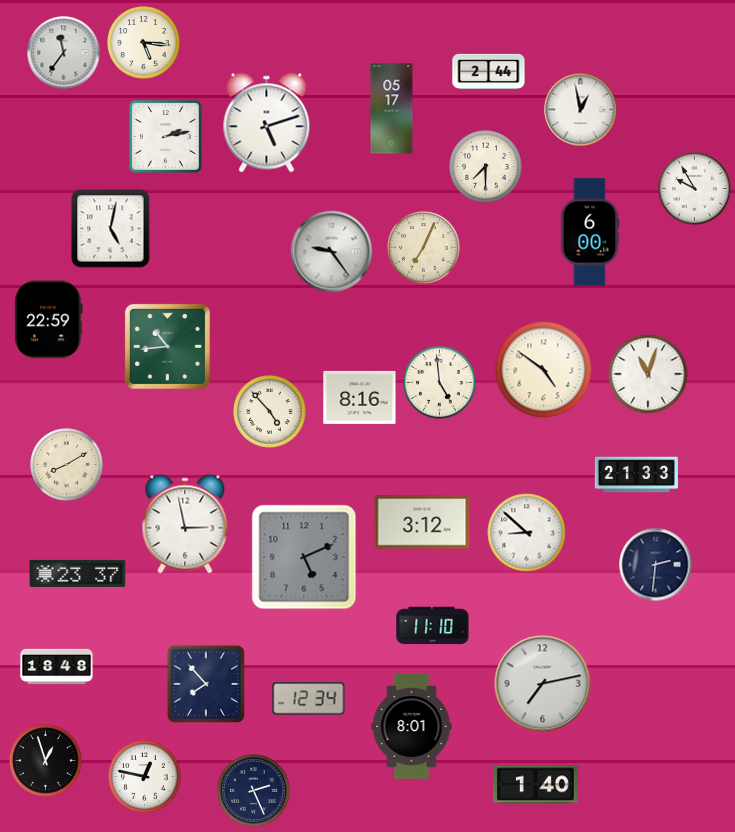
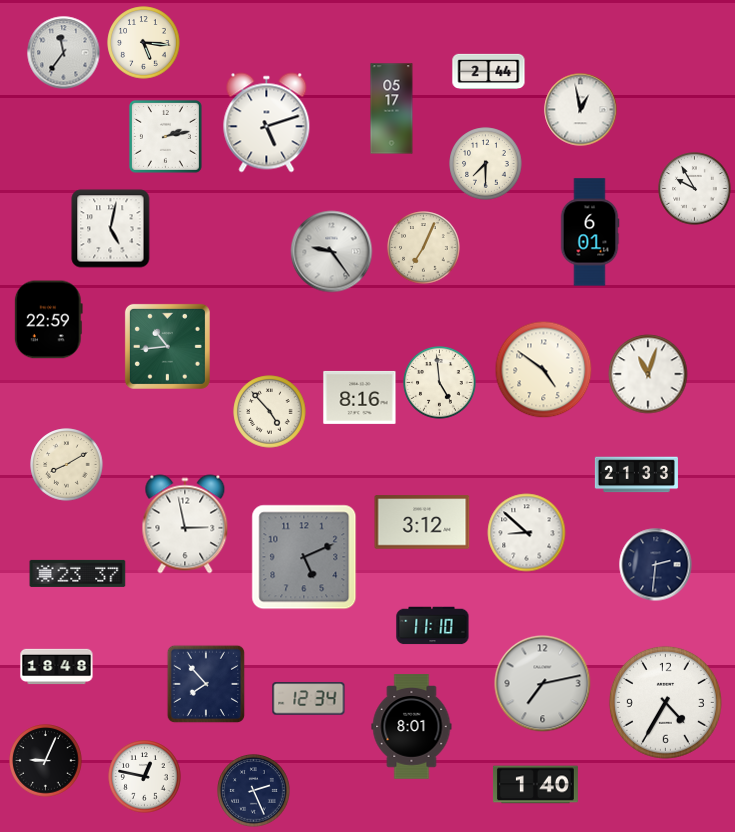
clock at (486, 167) position: (486, 167) -> (486, 164)
clock at (590, 232): 6:00 -> 6:01
clock at (665, 702): none -> 4:35
clock at (46, 761): 12:57 -> 9:04
